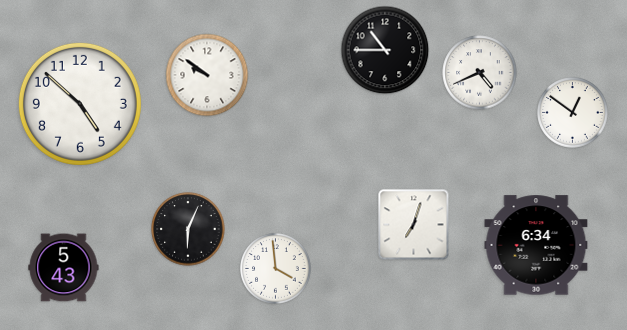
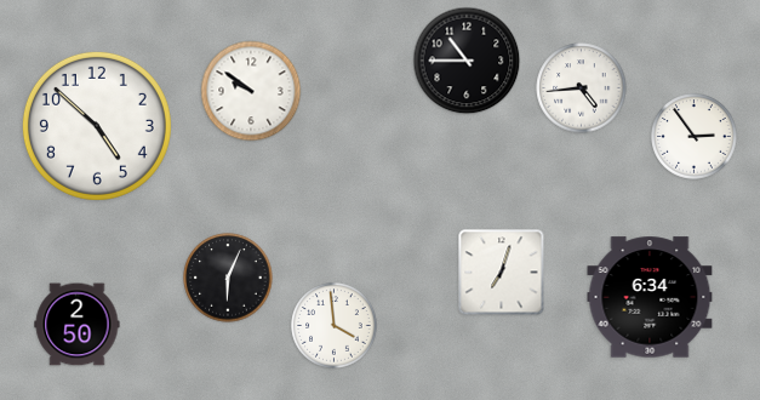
clock at (480, 73): 4:41 -> 4:44
clock at (573, 113): 12:51 -> 2:54
clock at (64, 268): 5:43 -> 2:50
